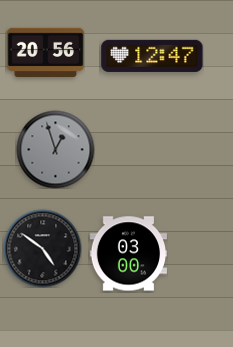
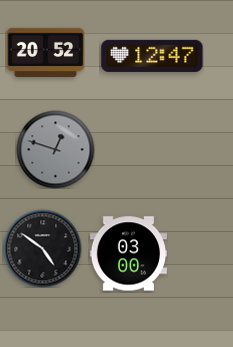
clock at (45, 53): 20:56 -> 20:52
clock at (55, 149): 12:57 -> 12:48
